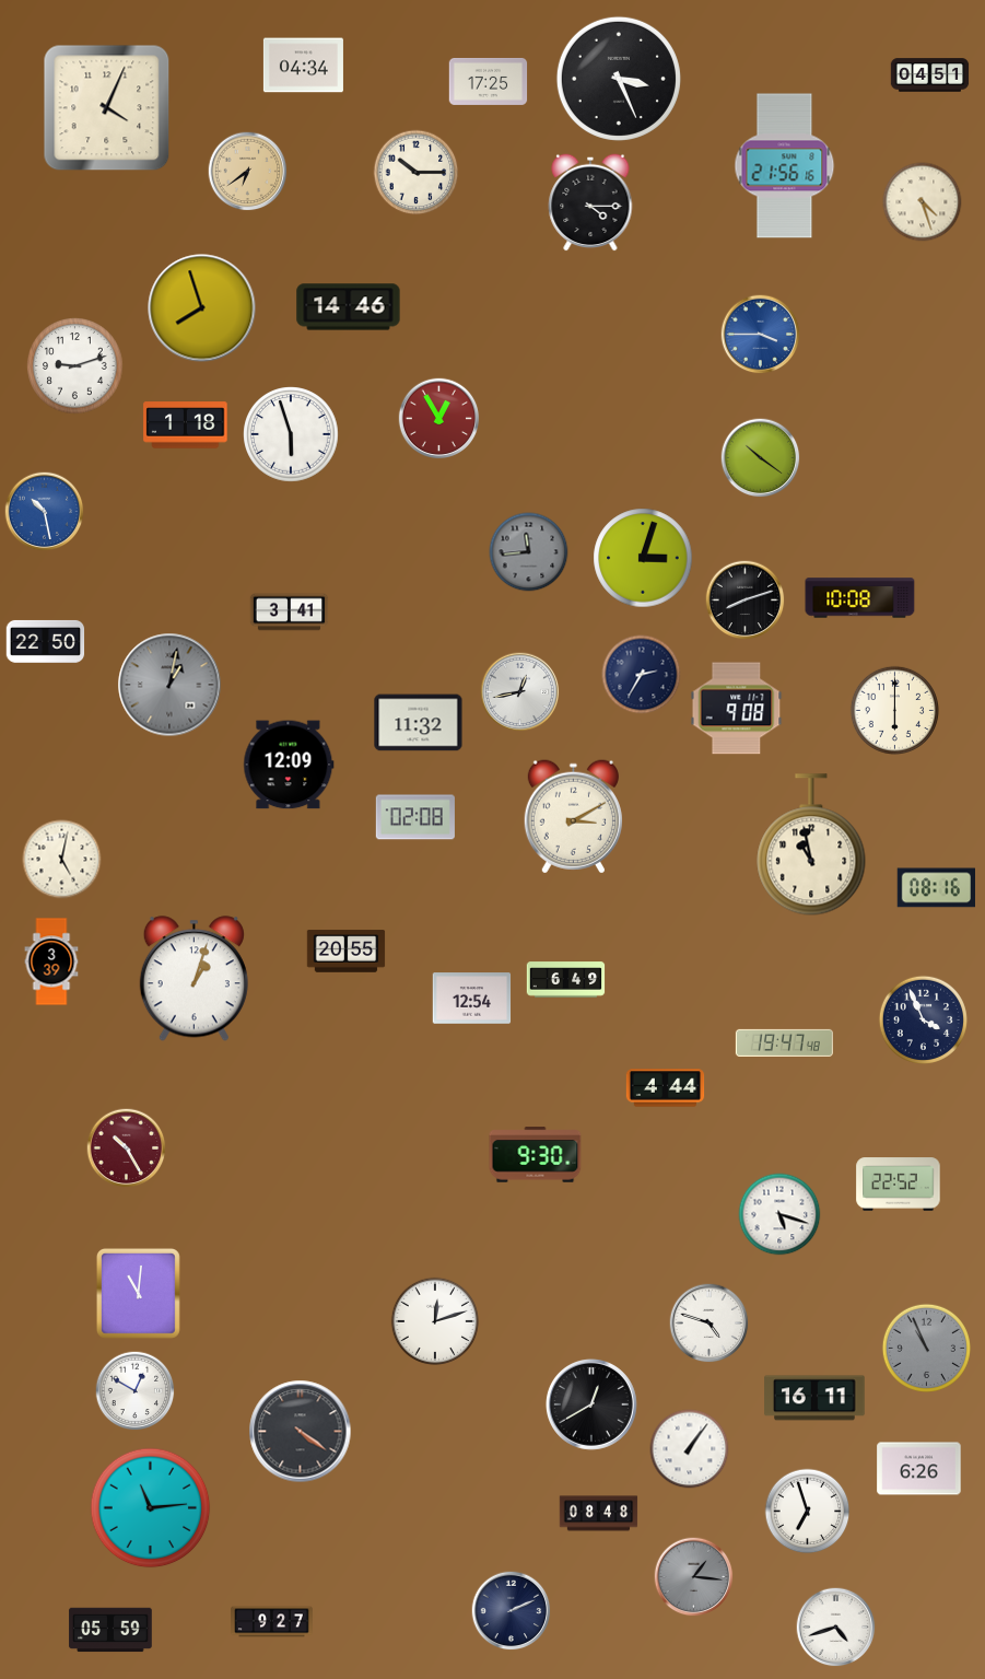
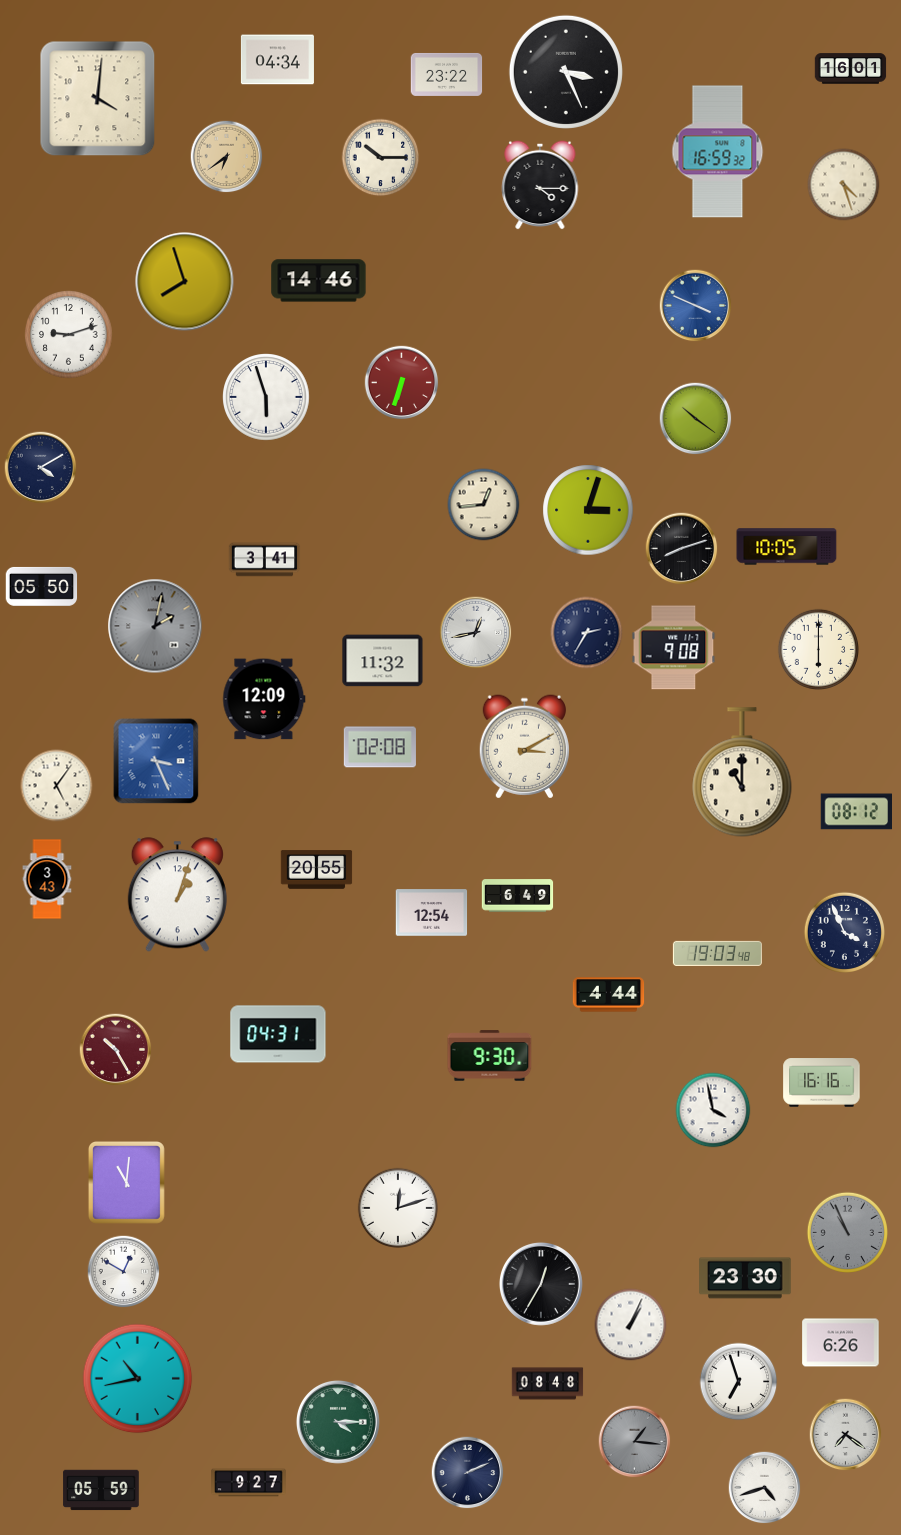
clock at (930, 75): 04:51 -> 16:01
clock at (489, 81): 17:25 -> 23:22
clock at (107, 108): 4:04 -> 4:01
clock at (785, 166): 21:56 -> 16:59
clock at (761, 335): 3:45 -> 3:49
clock at (439, 419): 12:55 -> 6:33
clock at (186, 425): 1:18 -> none
clock at (45, 512): 10:28 -> 4:10
clock at (45, 512) dial: blue -> navy
clock at (529, 552): 11:44 -> 12:44
clock at (529, 552) dial: grey -> cream
clock at (860, 598): 10:08 -> 10:05
clock at (46, 641): 22:50 -> 05:50
clock at (642, 675) position: (642, 675) -> (587, 633)
clock at (169, 685): 1:02 -> 2:02
clock at (156, 761): none -> 3:26
clock at (811, 844): 10:58 -> 11:00
clock at (62, 860): 5:02 -> 5:06
clock at (937, 888): 08:16 -> 08:12
clock at (51, 961): 3:39 -> 3:43
clock at (784, 1042): 19:47 -> 19:03
clock at (278, 1034): none -> 04:31
clock at (899, 1185): 22:52 -> 16:16
clock at (779, 1214): 5:18 -> 3:58
clock at (710, 1324): 4:48 -> none
clock at (814, 1398): 16:11 -> 23:30
clock at (591, 1404): 12:40 -> 12:35
clock at (301, 1432): 4:21 -> none
clock at (690, 1449): 1:06 -> 1:04
clock at (151, 1508): 11:14 -> 10:43
clock at (338, 1422): none -> 4:15
clock at (846, 1435): none -> 7:21
